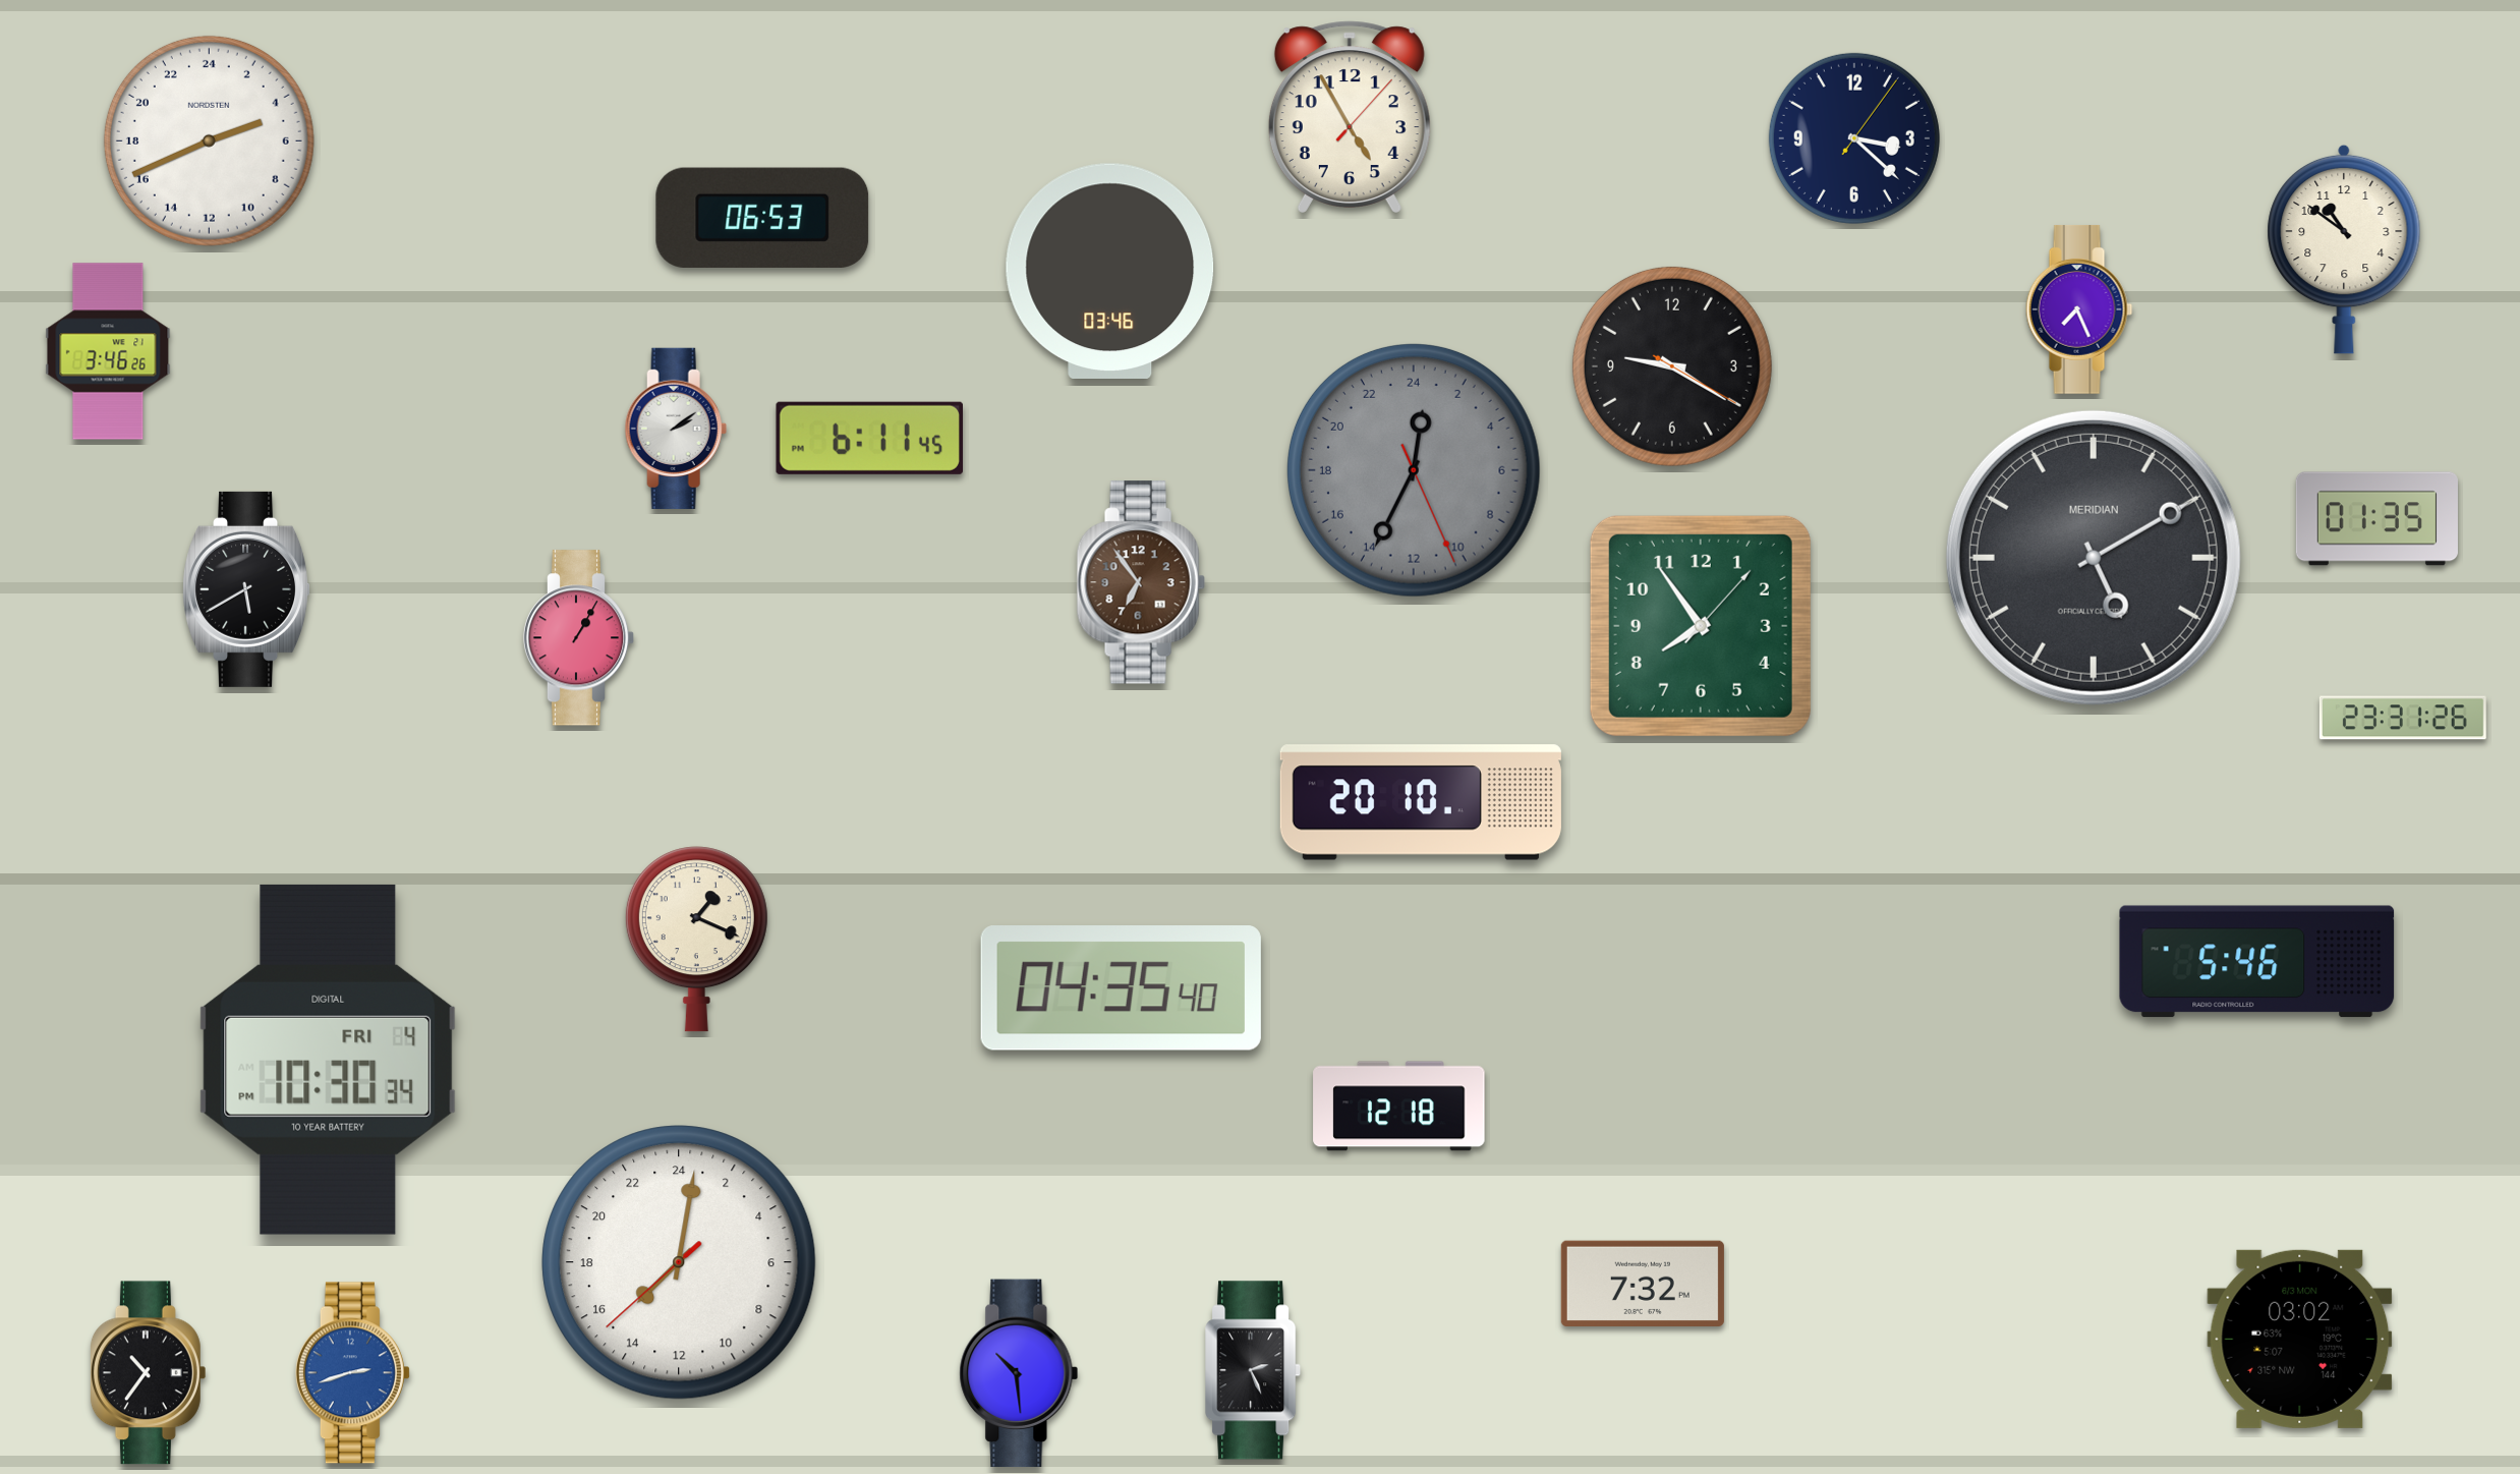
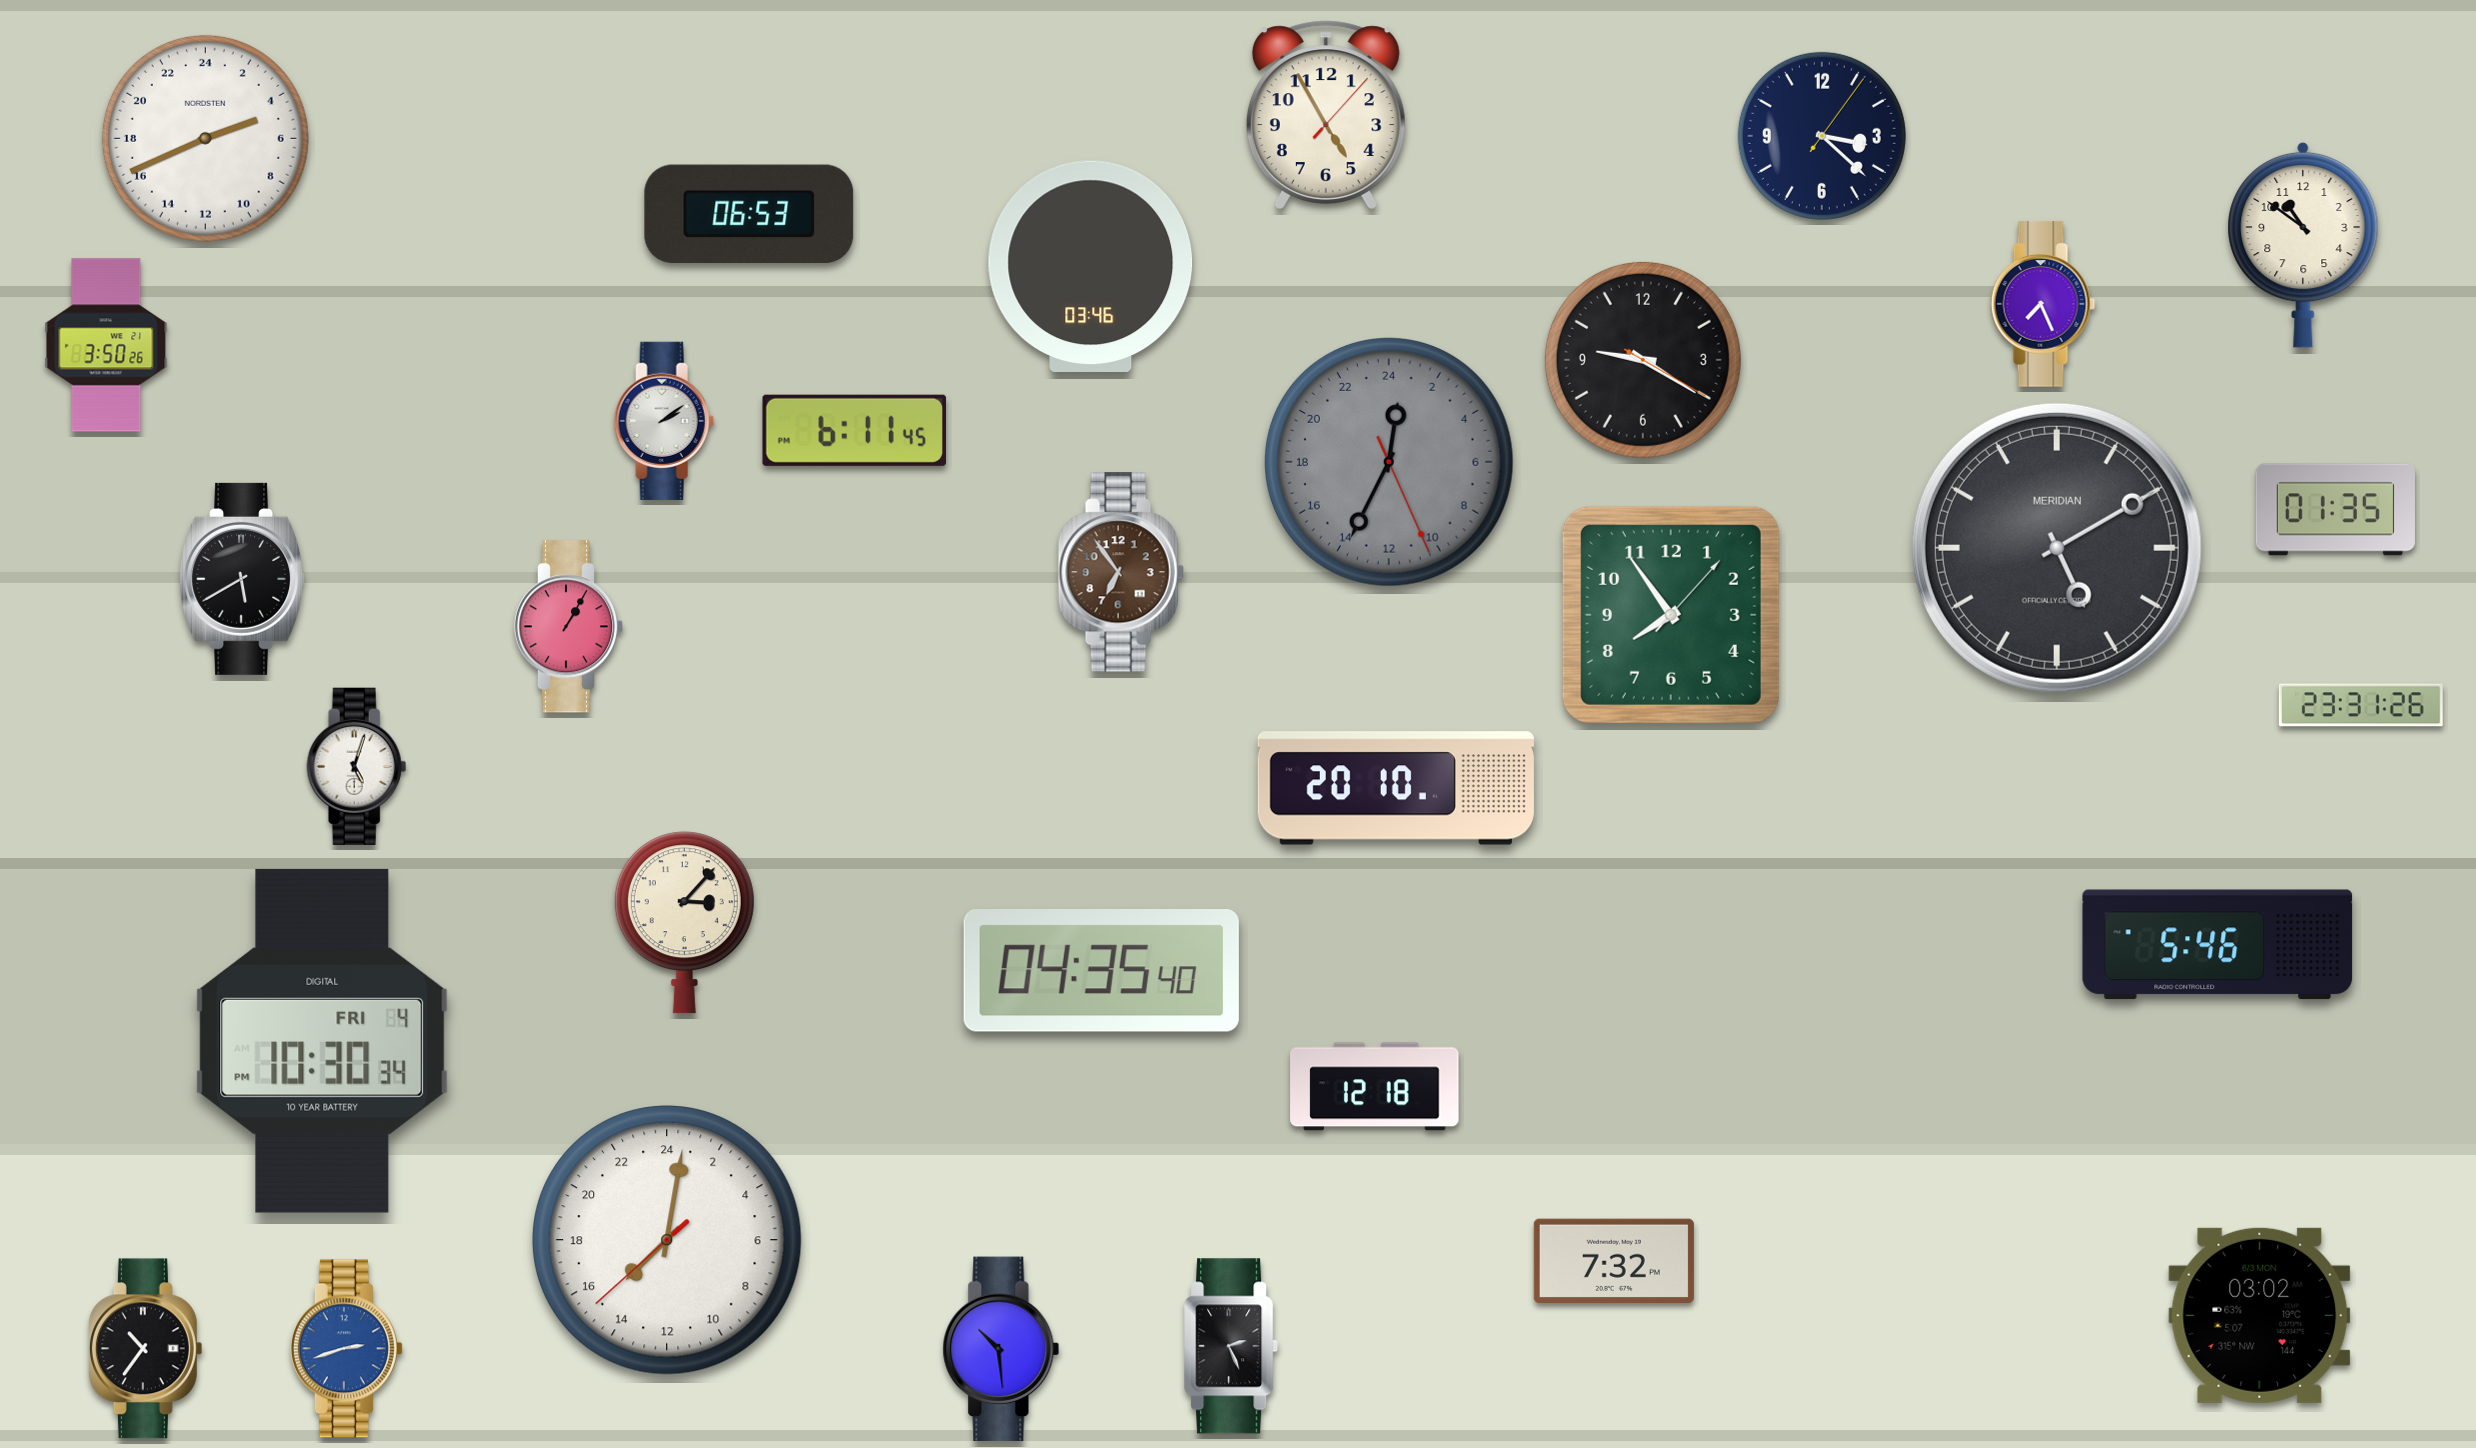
clock at (108, 351): 3:46 -> 3:50
clock at (357, 766): none -> 5:03
clock at (696, 940): 1:19 -> 3:07
